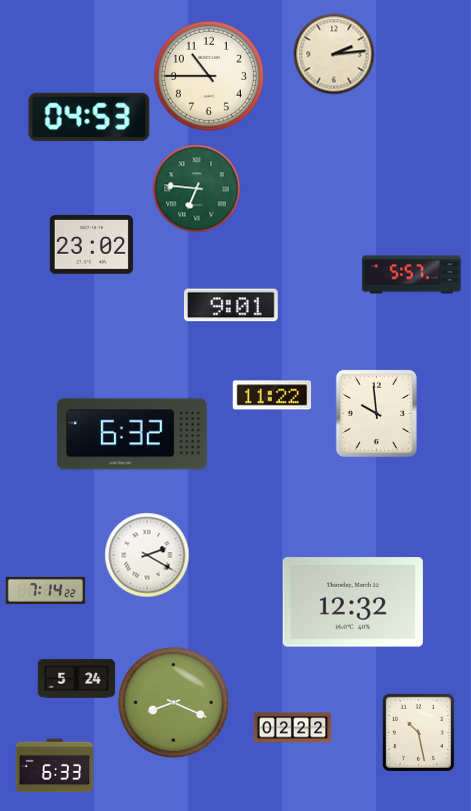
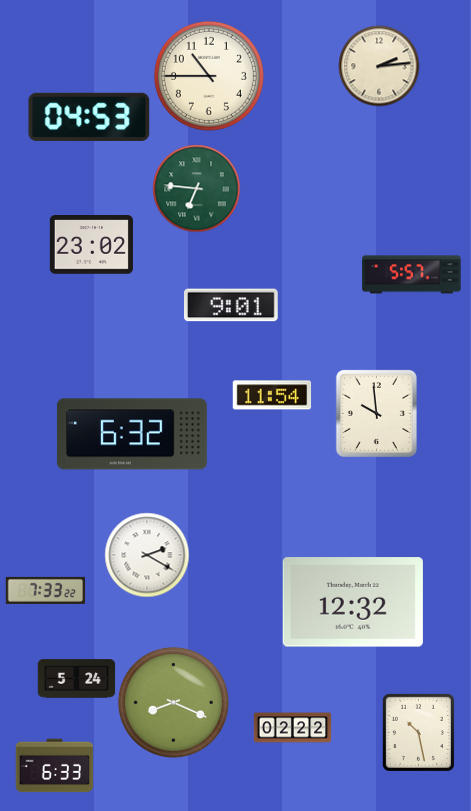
clock at (334, 54) position: (334, 54) -> (379, 66)
clock at (272, 395): 11:22 -> 11:54
clock at (45, 590): 7:14 -> 7:33
